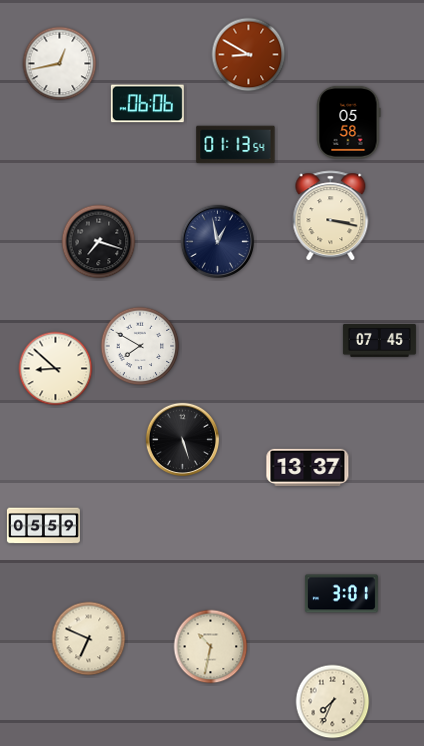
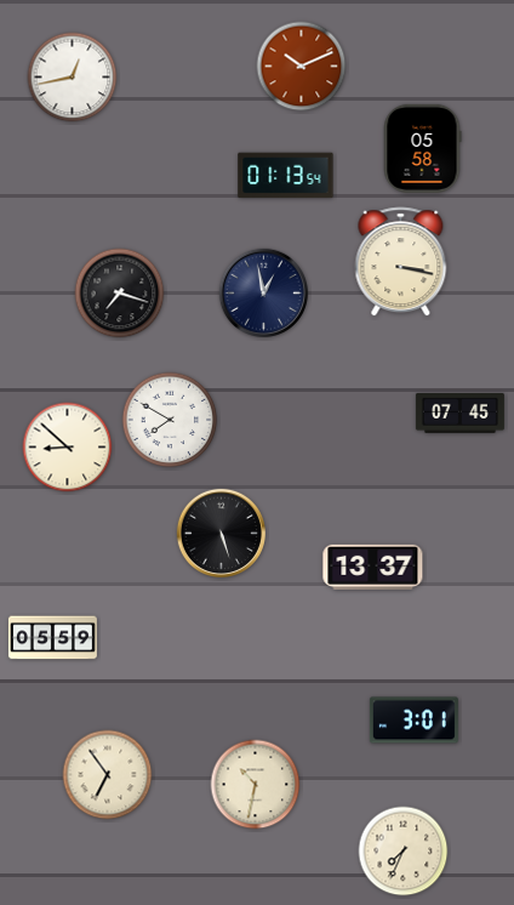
clock at (249, 55): 8:50 -> 10:11
clock at (147, 104): 06:06 -> none
clock at (89, 639): 6:49 -> 6:54
